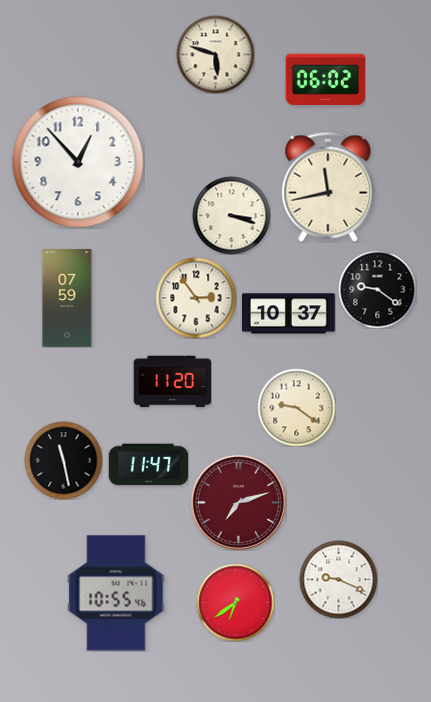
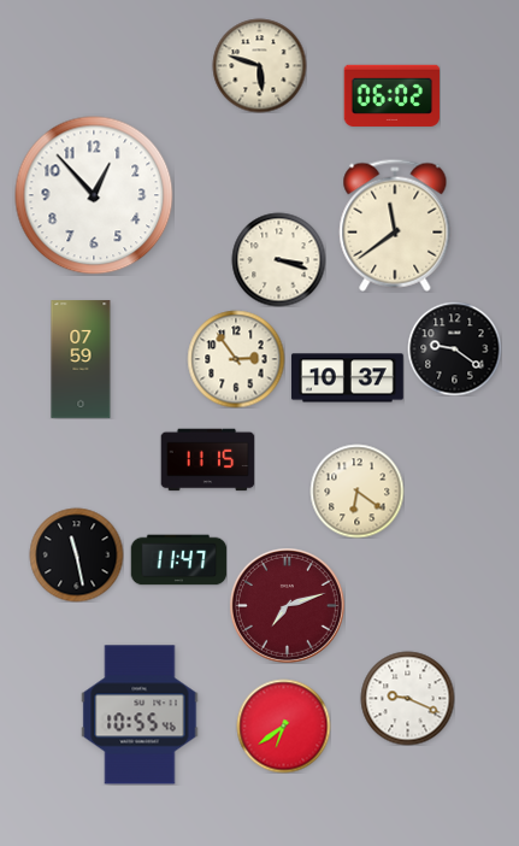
clock at (328, 187): 11:43 -> 11:39
clock at (172, 382): 11:20 -> 11:15
clock at (296, 407): 9:21 -> 6:21
